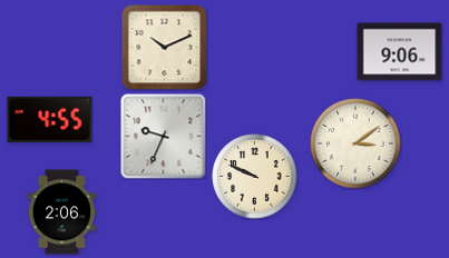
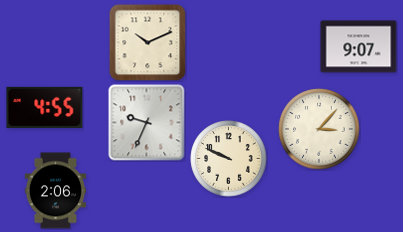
clock at (400, 52): 9:06 -> 9:07
clock at (355, 143): 3:09 -> 3:07
